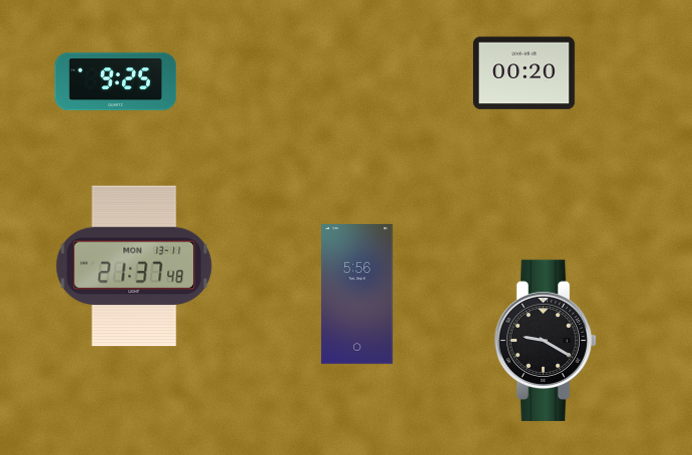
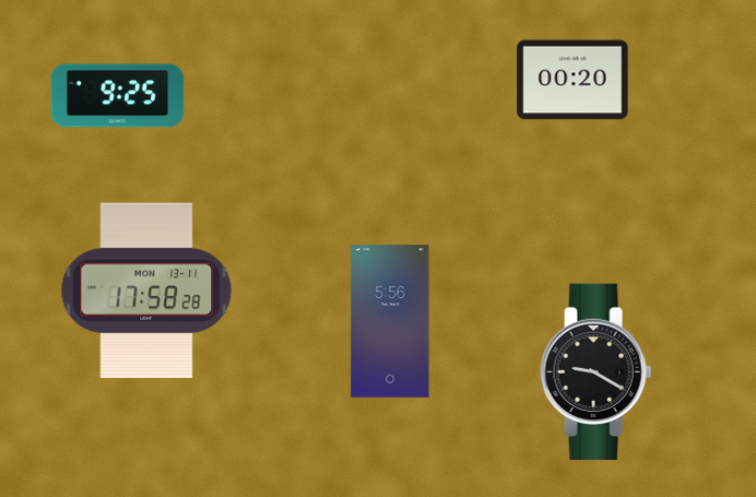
clock at (116, 82) position: (116, 82) -> (118, 96)
clock at (134, 266): 21:37 -> 17:58
